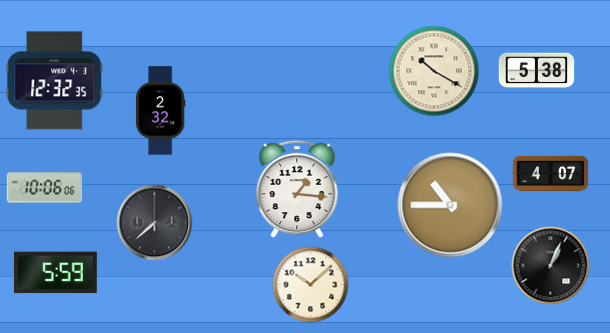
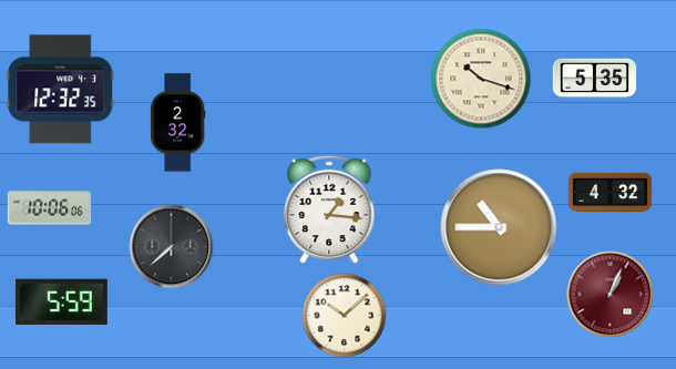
clock at (434, 71): 10:20 -> 10:18
clock at (537, 71): 5:38 -> 5:35
clock at (551, 174): 4:07 -> 4:32
clock at (551, 266) dial: black -> burgundy
